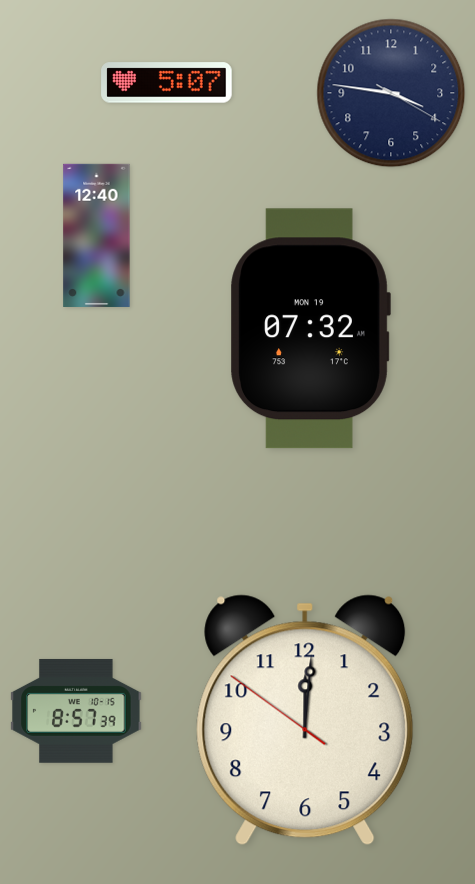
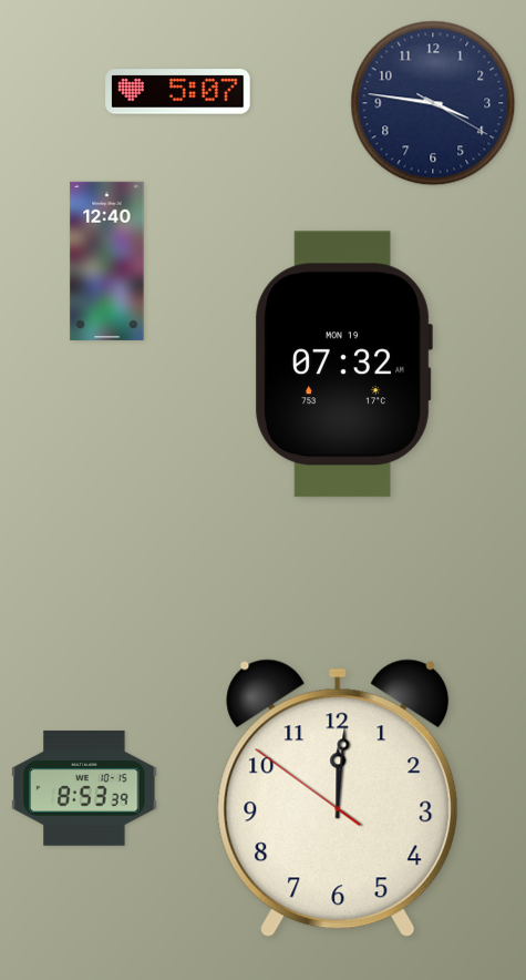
clock at (167, 83) position: (167, 83) -> (178, 92)
clock at (76, 711): 8:57 -> 8:53
